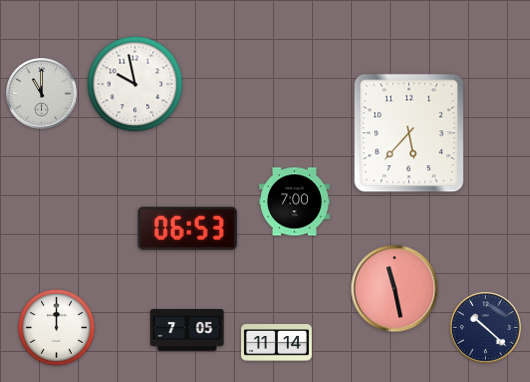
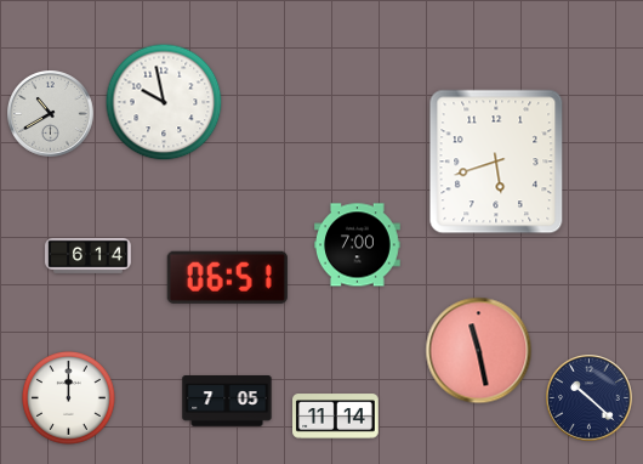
clock at (42, 94): 11:00 -> 10:40
clock at (409, 133): 5:37 -> 5:42
clock at (89, 255): none -> 6:14
clock at (187, 228): 06:53 -> 06:51
